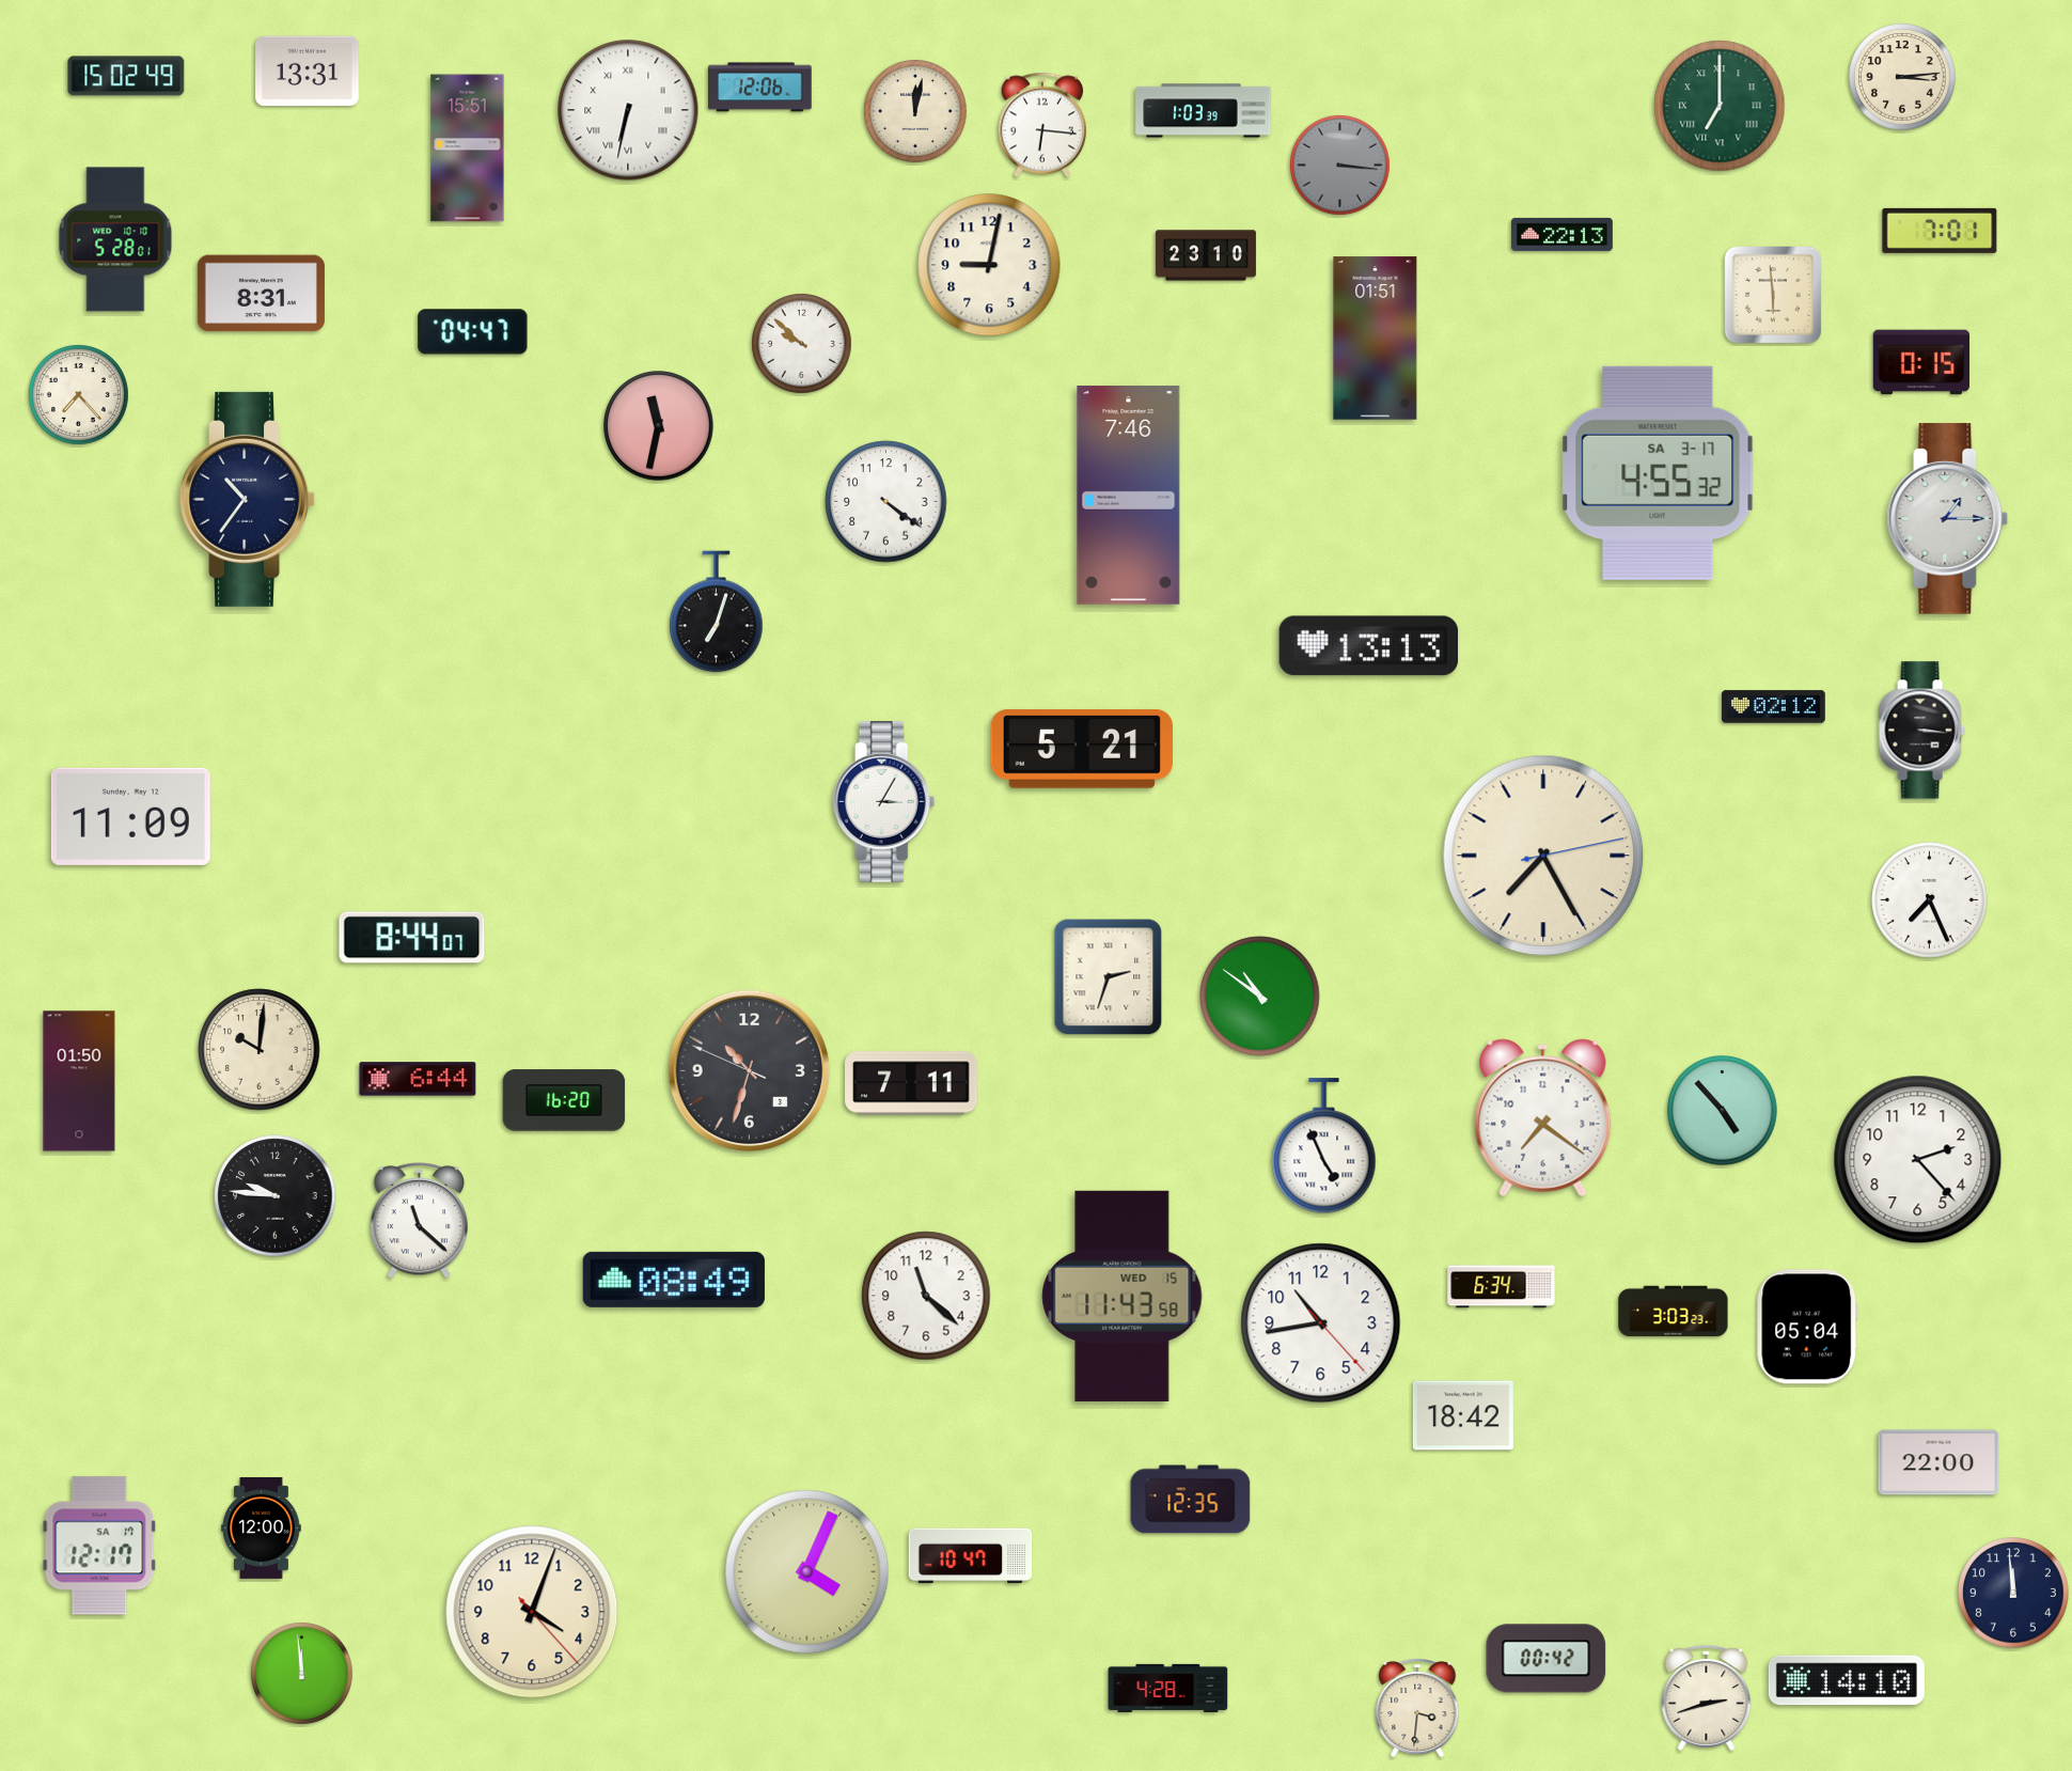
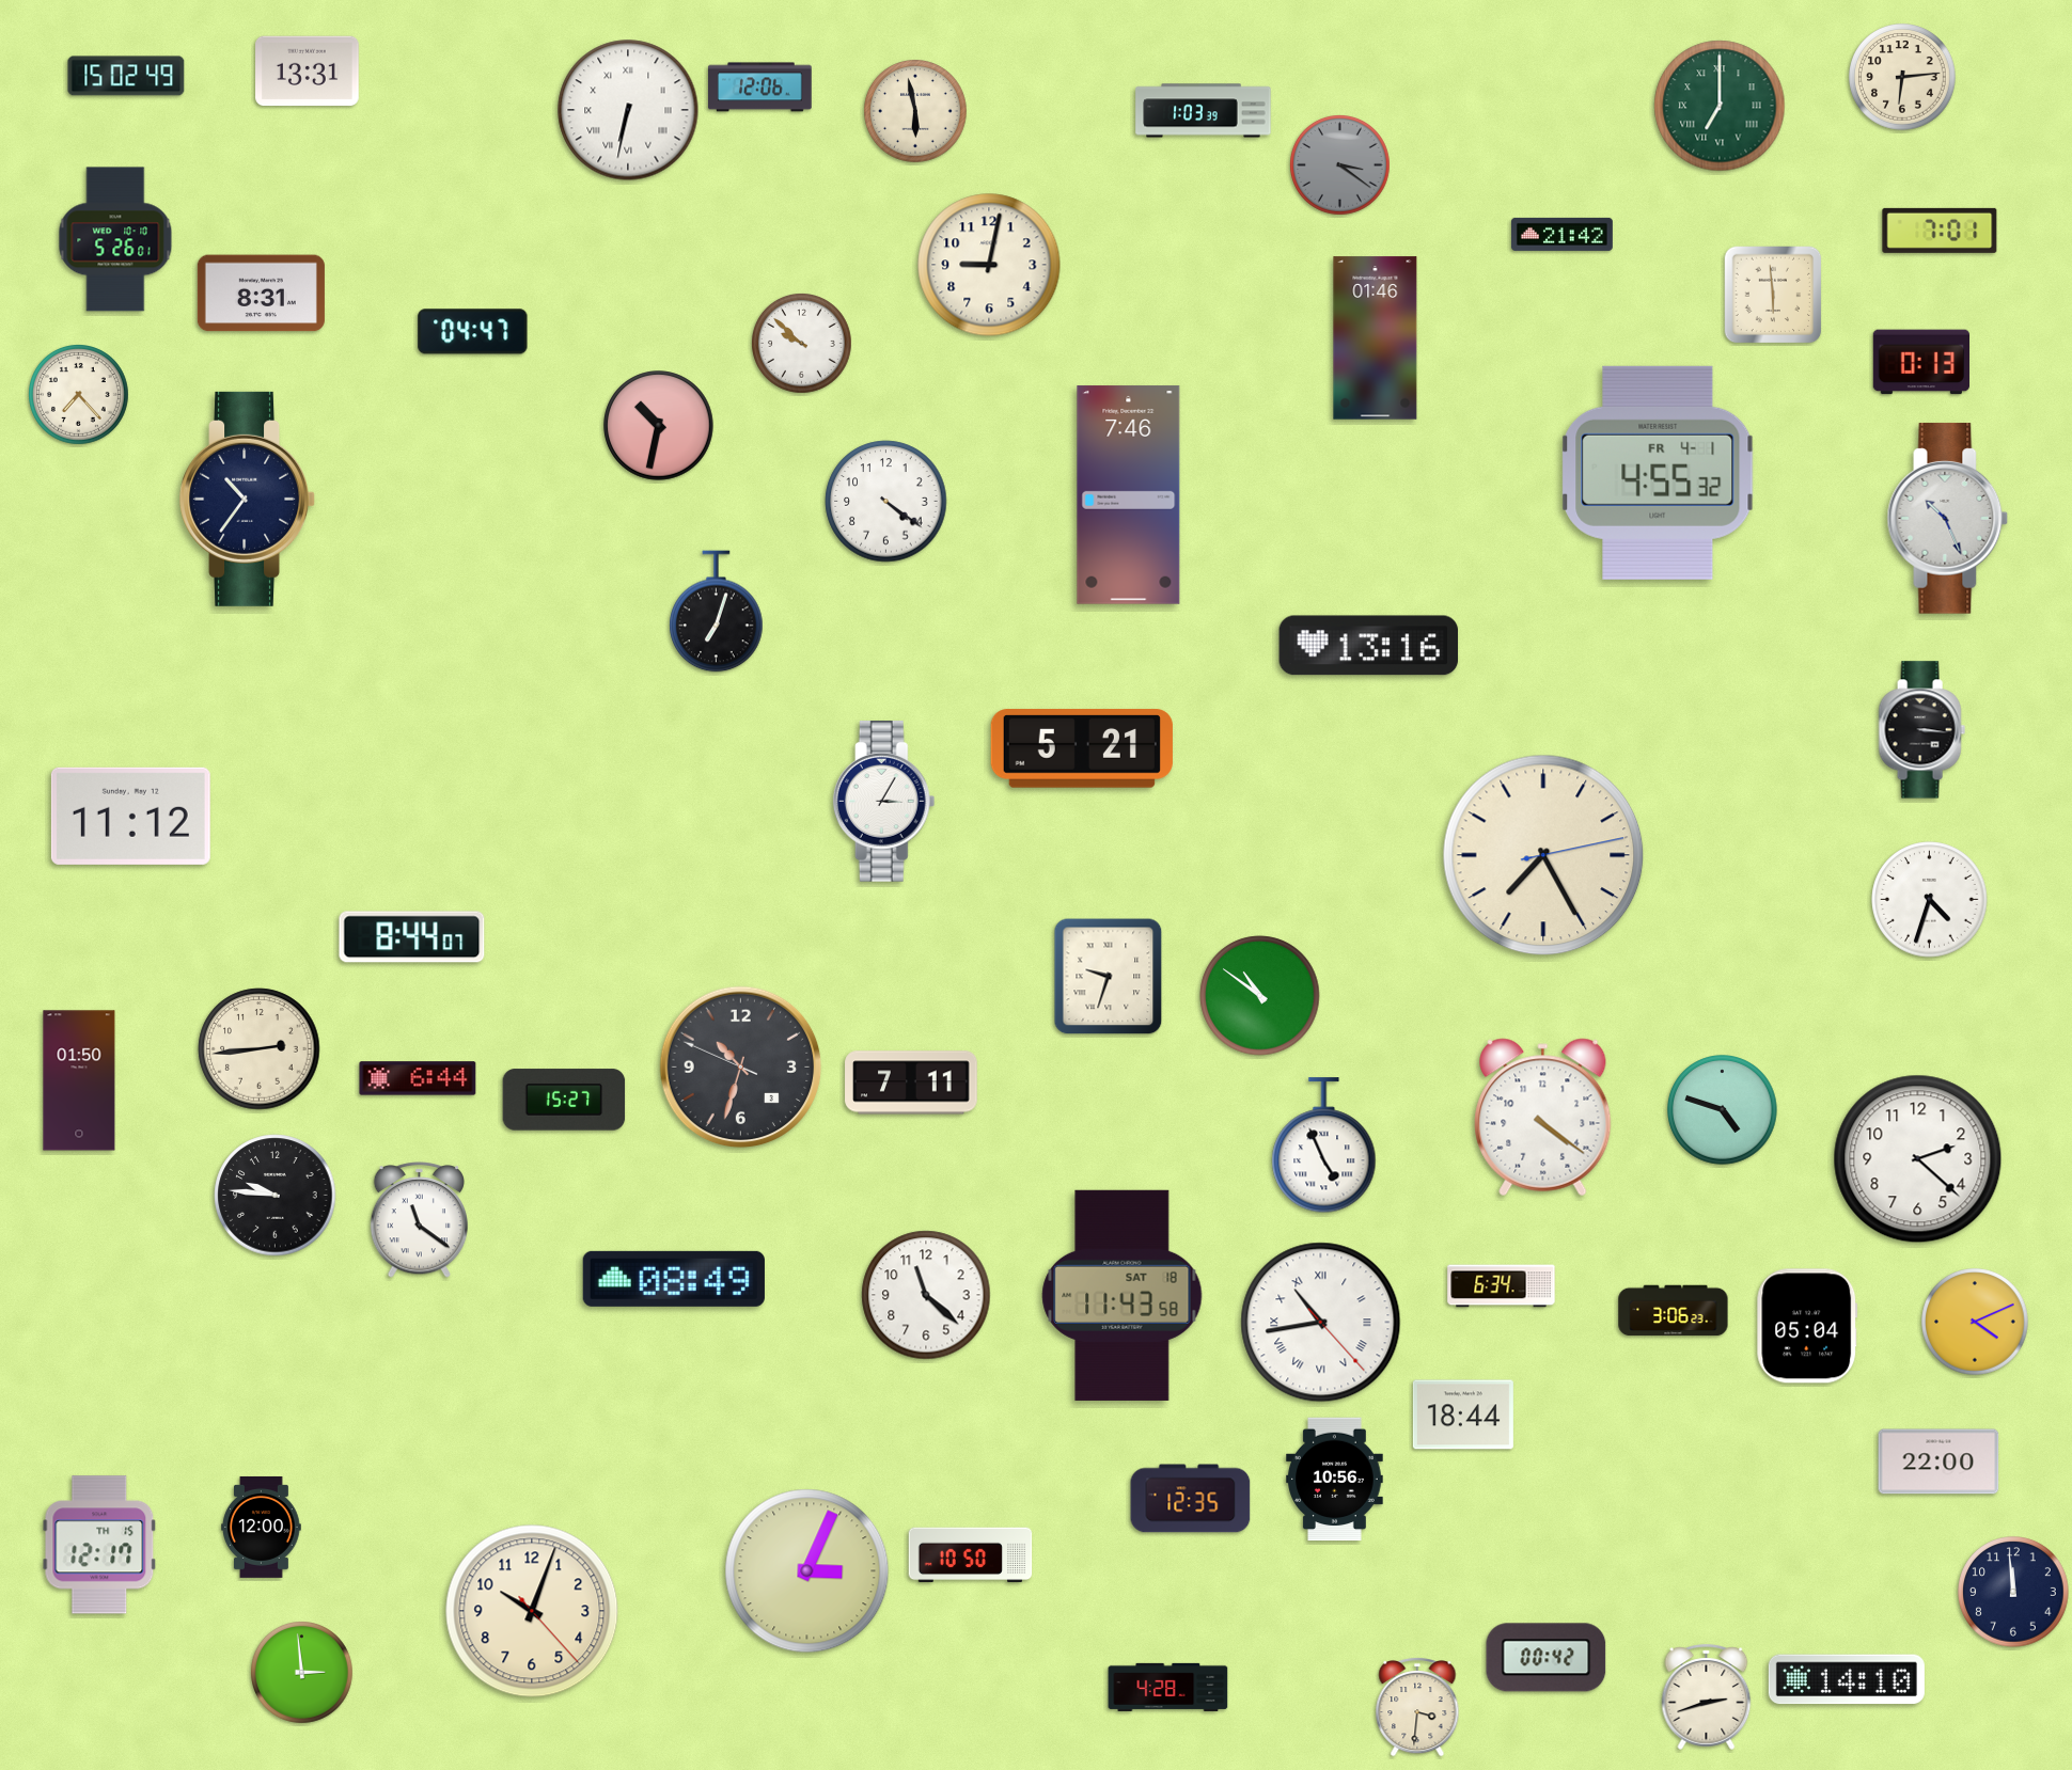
clock at (1902, 77): 3:14 -> 6:14
clock at (916, 112): 12:02 -> 5:58
clock at (1041, 125): 6:16 -> none
clock at (468, 148): 15:51 -> none
clock at (1340, 166): 3:16 -> 3:21
clock at (1561, 234): 22:13 -> 21:42
clock at (115, 239): 5:28 -> 5:26
clock at (1206, 255): 23:10 -> none
clock at (1376, 339): 01:51 -> 01:46
clock at (1920, 362): 0:15 -> 0:13
clock at (659, 426): 11:32 -> 10:32
clock at (1658, 473) date: SA 3-17 -> FR 4-1
clock at (1948, 519): 1:15 -> 10:26
clock at (1369, 646): 13:13 -> 13:16
clock at (1774, 707): 02:12 -> none
clock at (130, 816): 11:09 -> 11:12
clock at (1930, 900): 7:26 -> 4:33
clock at (1109, 977): 2:33 -> 9:33
clock at (260, 1050): 10:01 -> 2:44
clock at (750, 1071) position: (750, 1071) -> (741, 1068)
clock at (564, 1100): 16:20 -> 15:27
clock at (1723, 1111): 4:53 -> 4:48
clock at (1543, 1118): 7:21 -> 4:21
clock at (1918, 1160): 2:23 -> 2:22
clock at (419, 1221): 11:22 -> 11:21
clock at (1123, 1296) date: WED 15 -> SAT 18
clock at (1674, 1312): 3:03 -> 3:06
clock at (1975, 1322): none -> 4:11
clock at (1321, 1323) numerals: Arabic -> Roman
clock at (1463, 1415): 18:42 -> 18:44
clock at (1335, 1480): none -> 10:56
clock at (99, 1546) date: SA 17 -> TH 15
clock at (971, 1556): 10:47 -> 10:50
clock at (807, 1572): 4:04 -> 3:04
clock at (532, 1612): 4:03 -> 10:03
clock at (302, 1674): 11:59 -> 2:59
